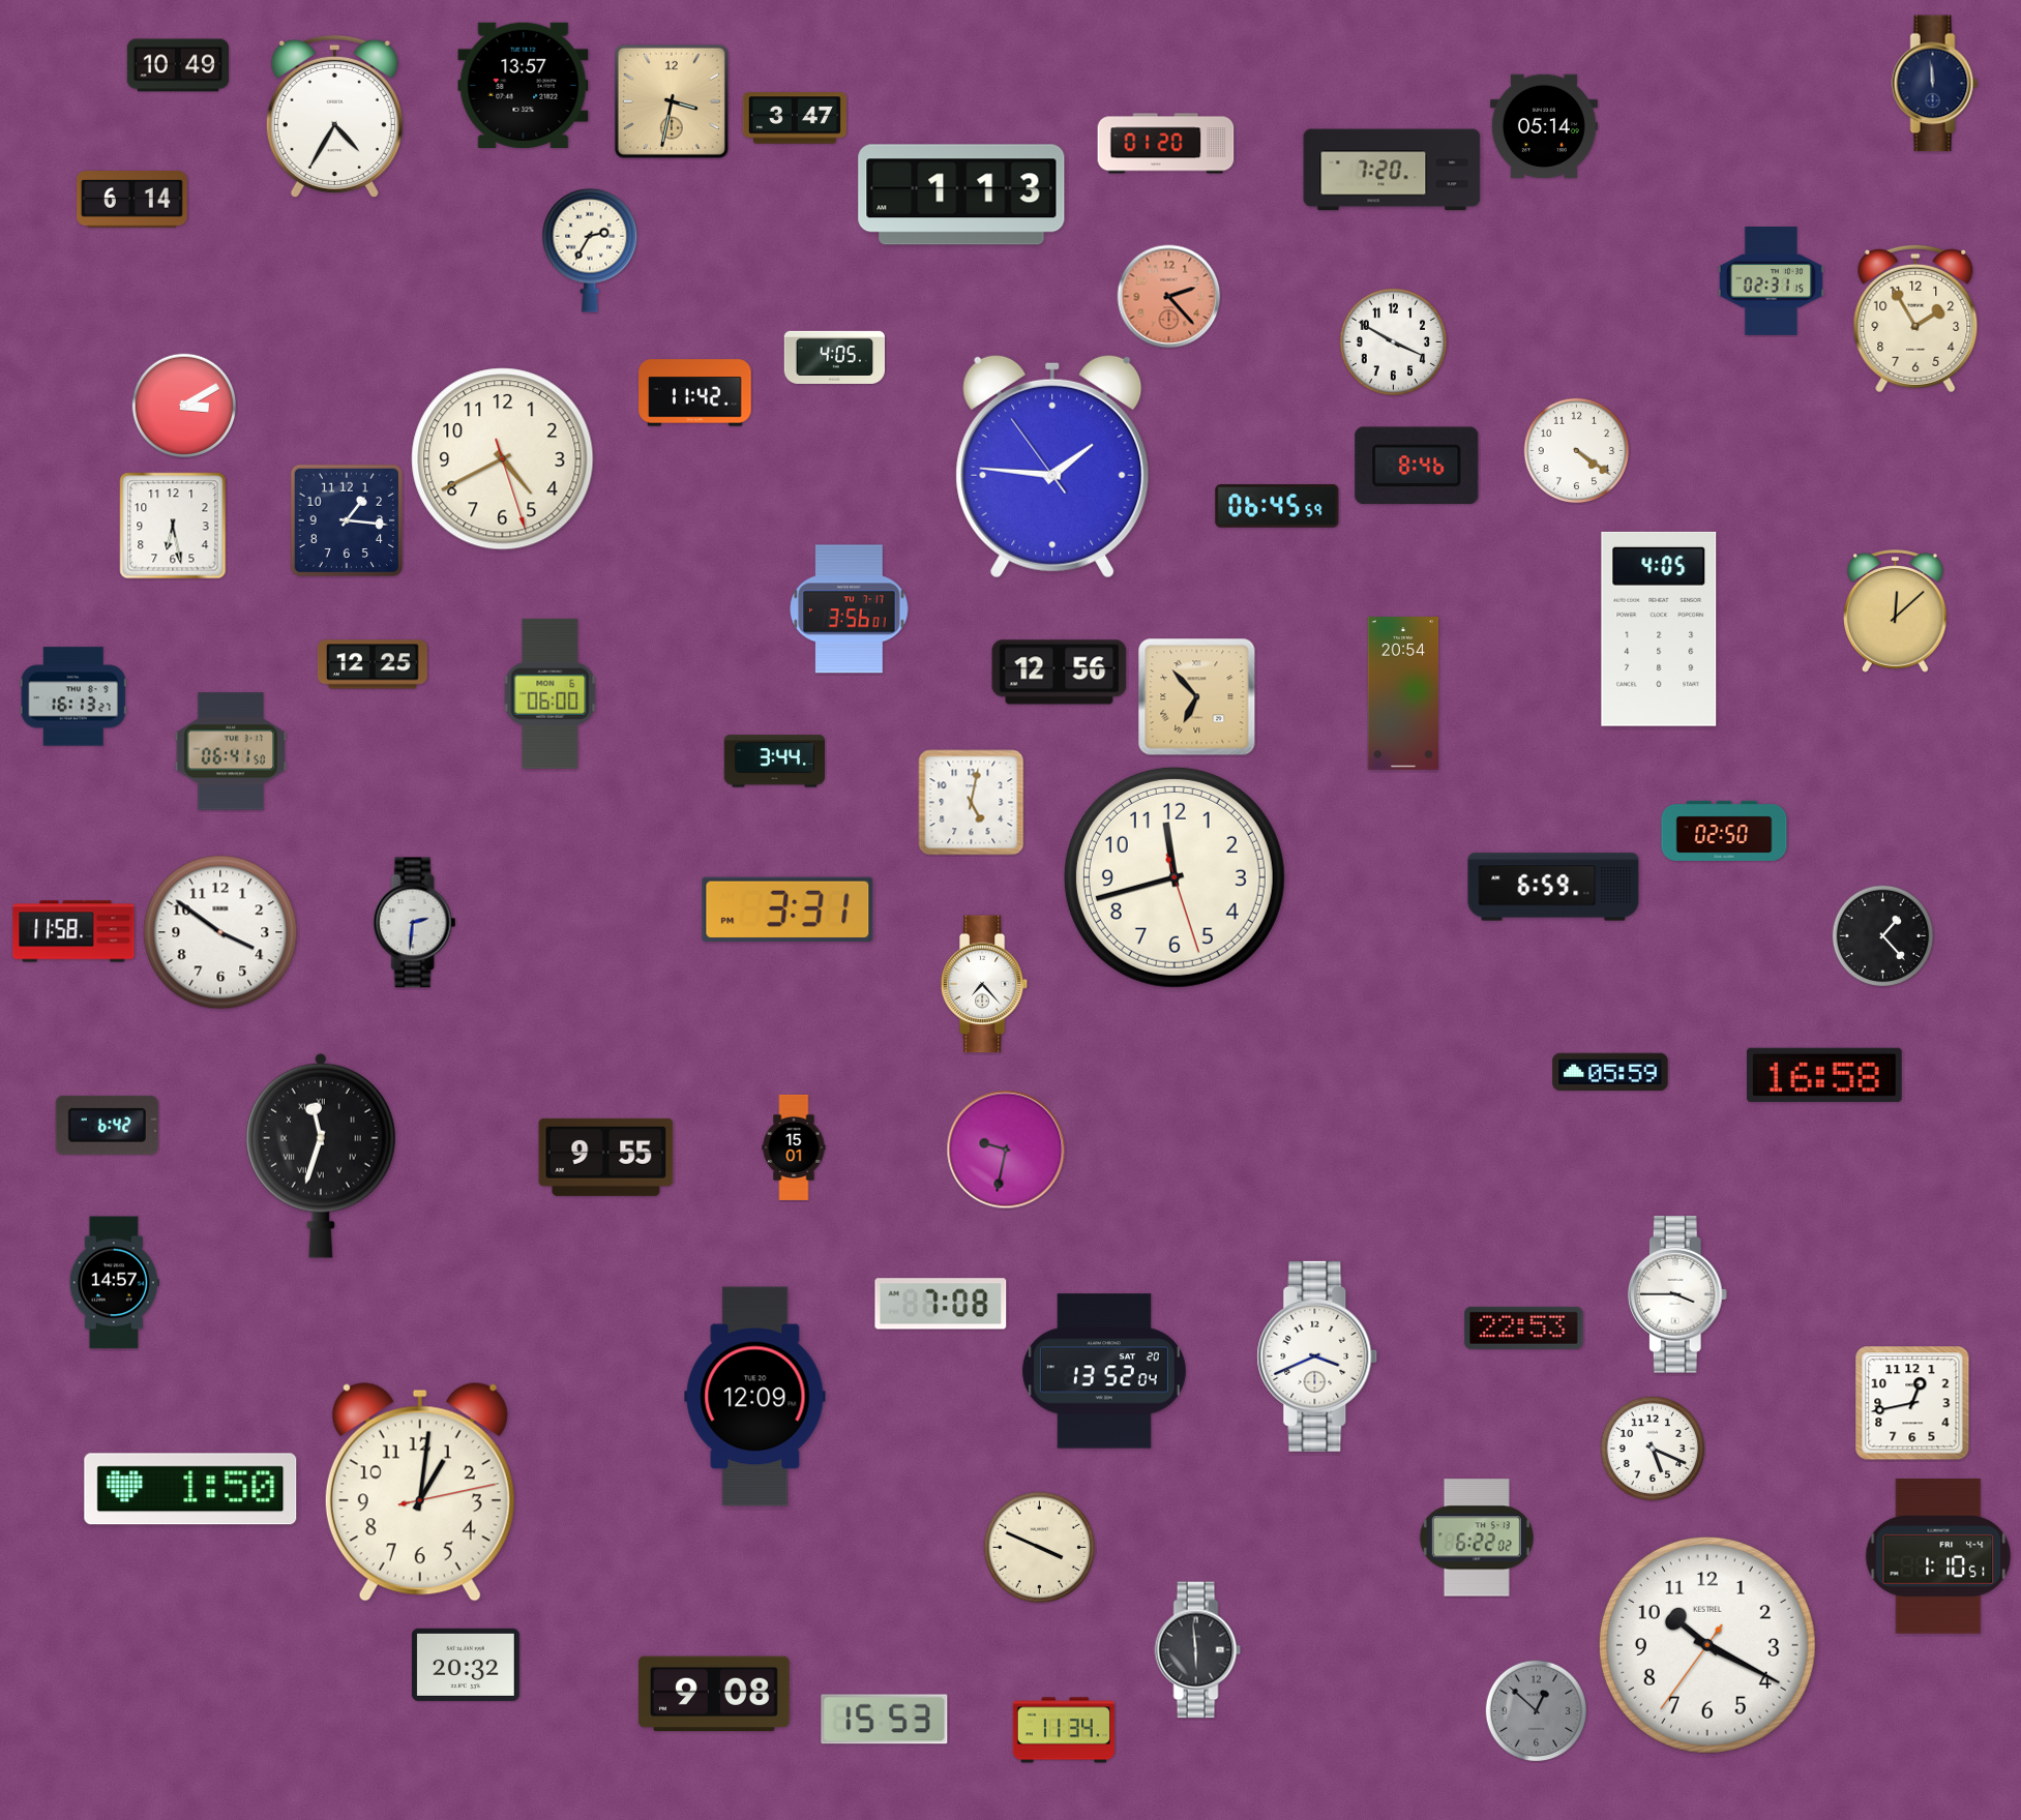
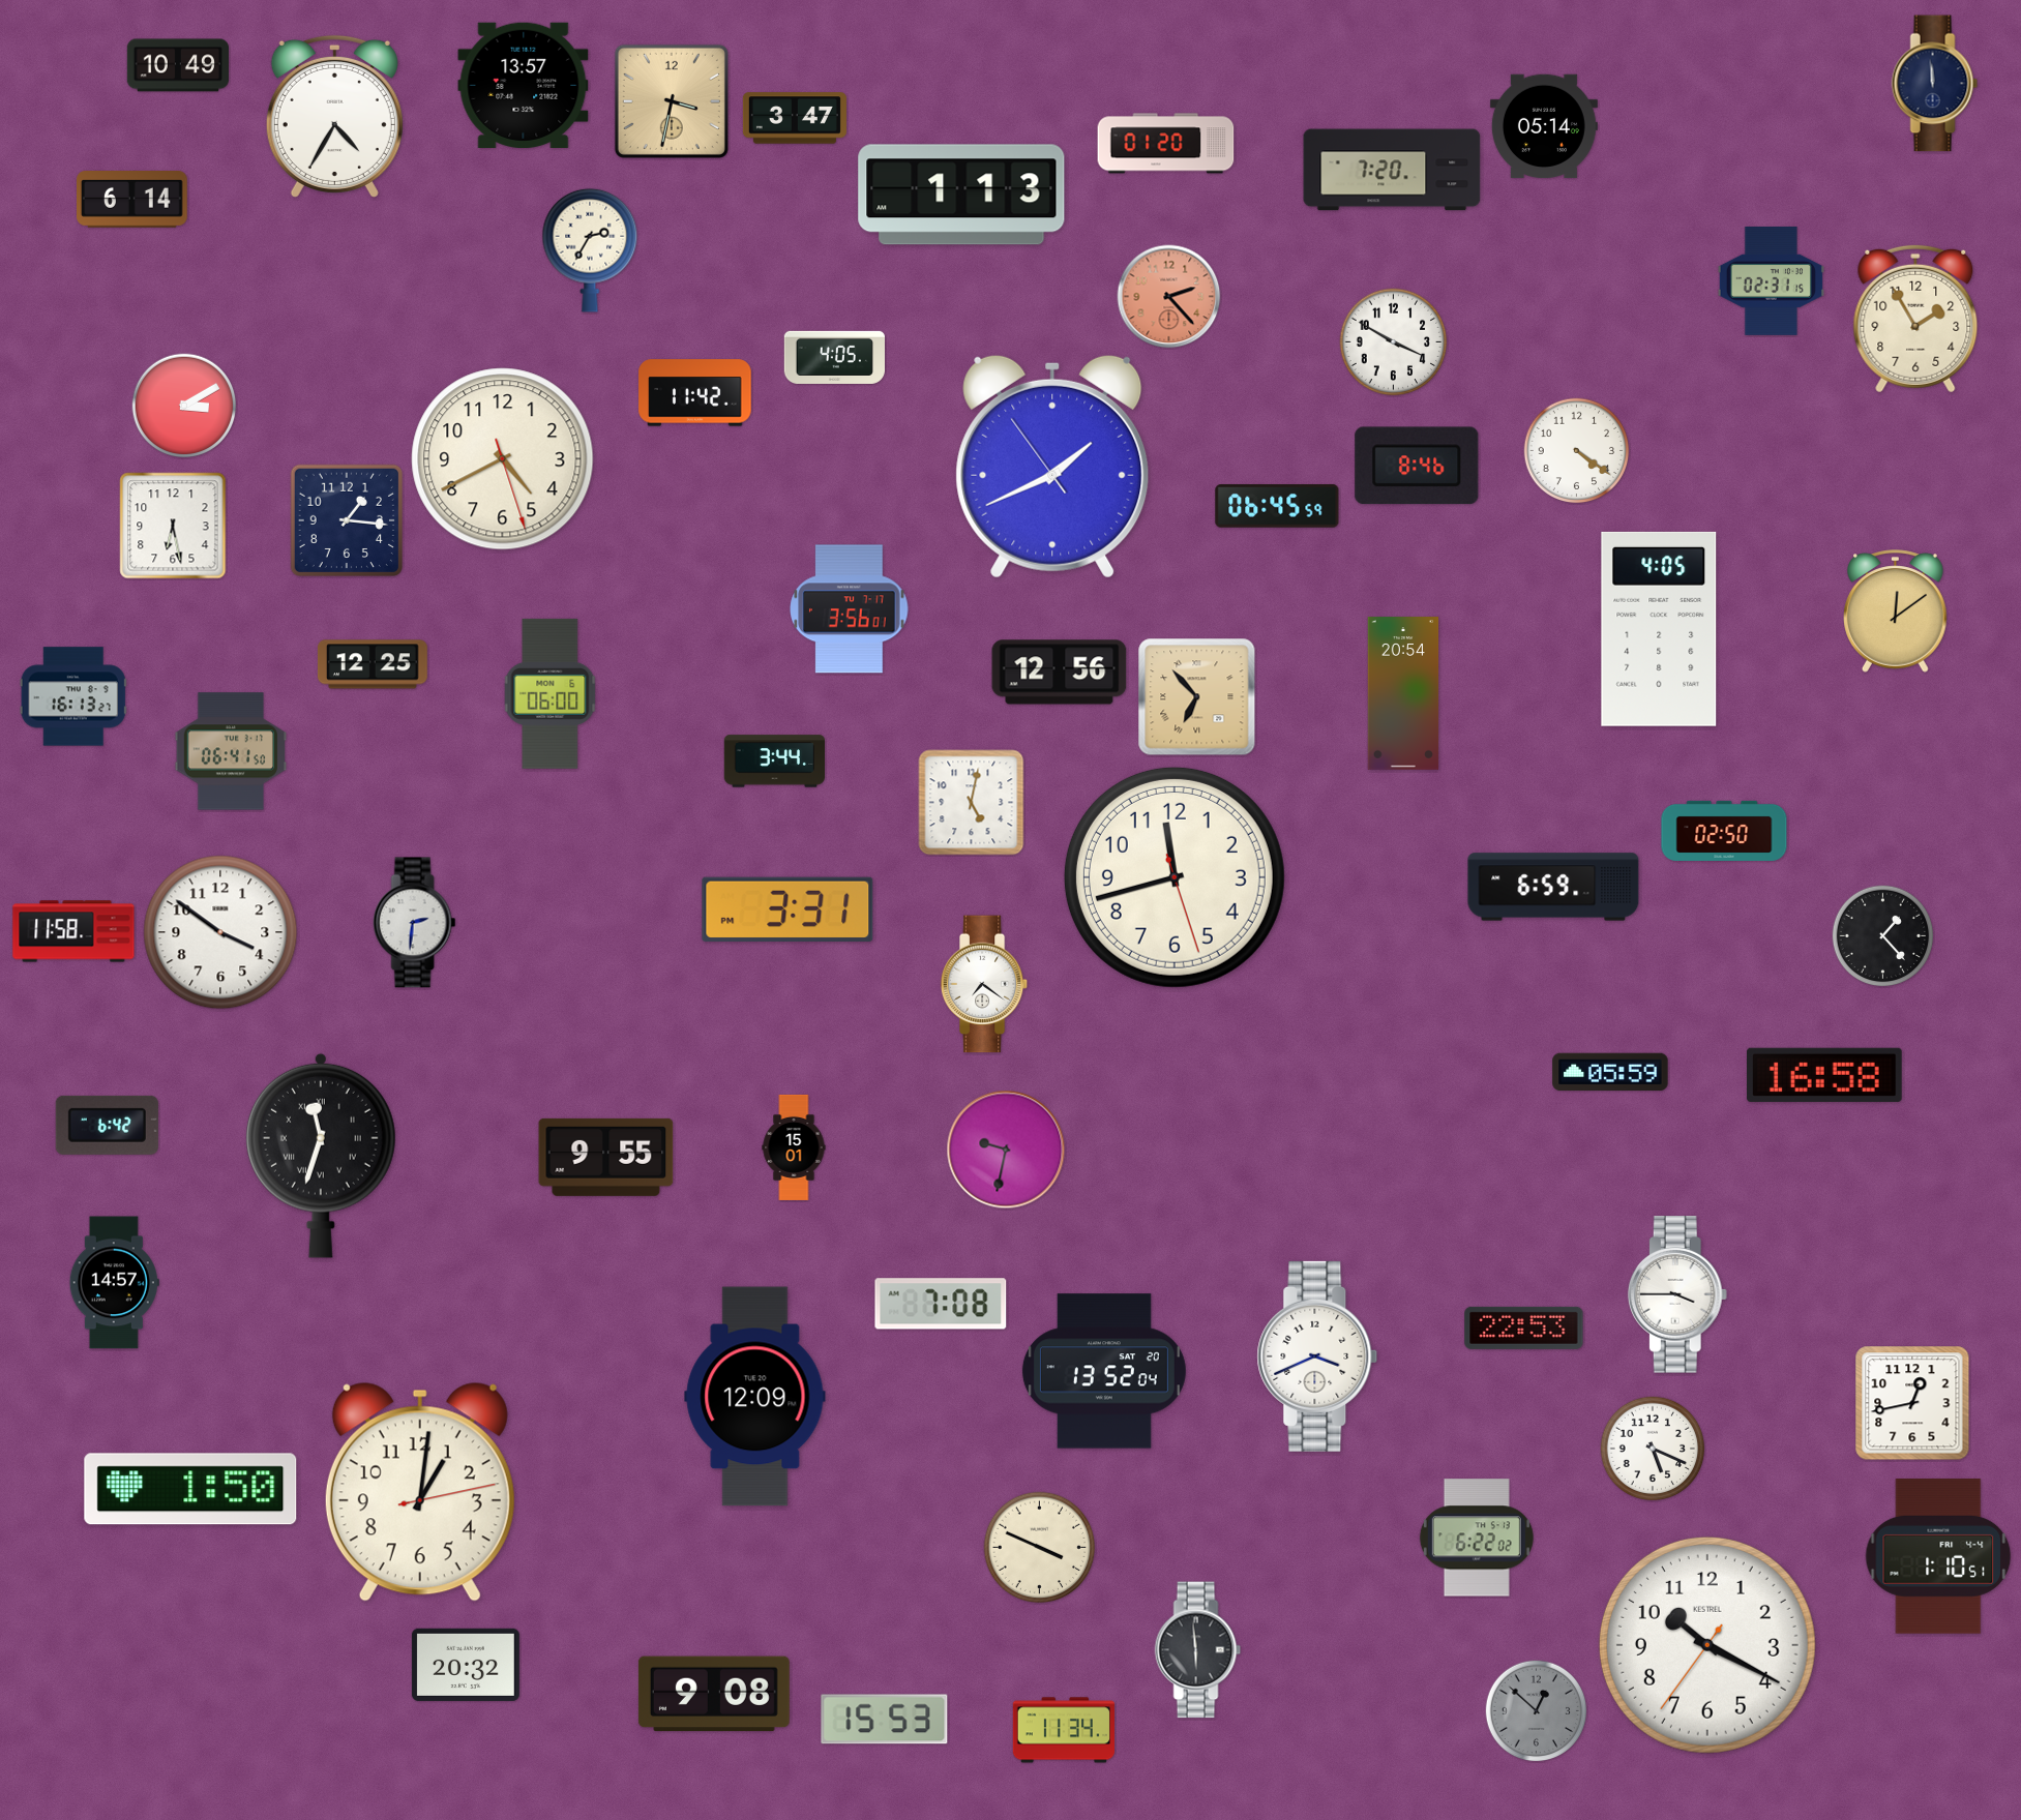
clock at (1052, 467): 1:45 -> 1:40
clock at (1896, 611): 12:08 -> 12:09
clock at (984, 984): 7:23 -> 7:21
